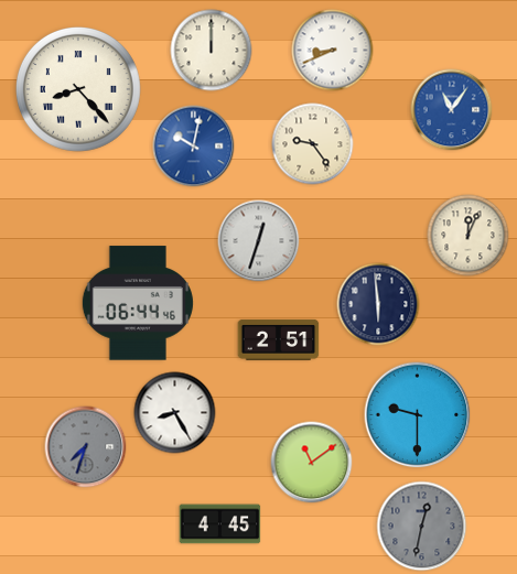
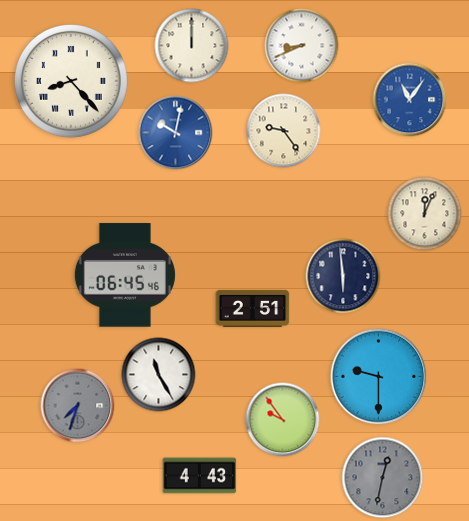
clock at (259, 241): 12:33 -> none
clock at (138, 303): 06:44 -> 06:45
clock at (175, 413): 8:25 -> 11:25
clock at (312, 463): 11:09 -> 9:54
clock at (220, 524): 4:45 -> 4:43
